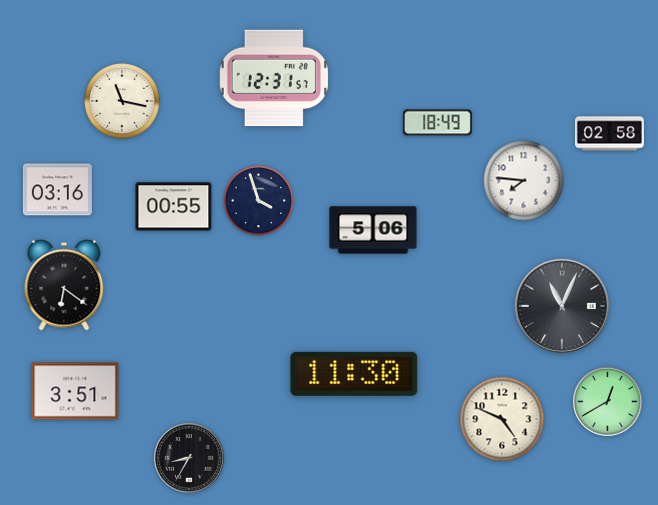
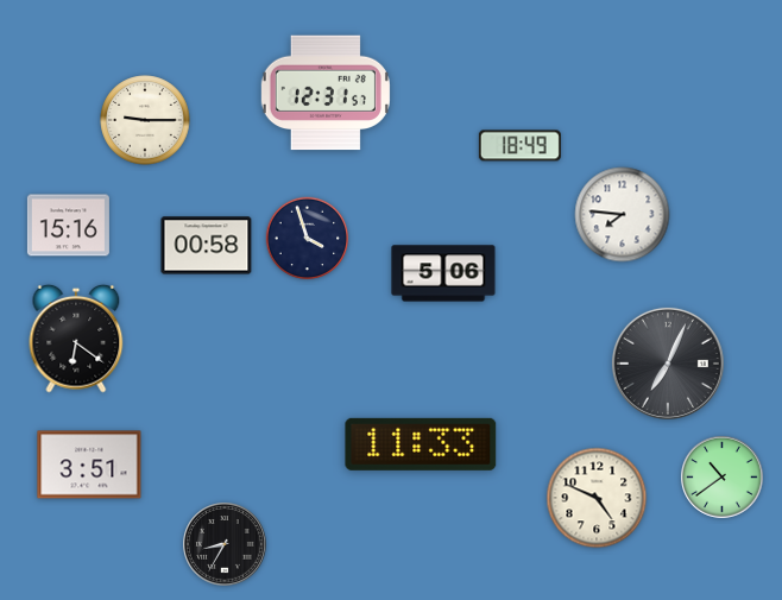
clock at (122, 101): 11:17 -> 9:15
clock at (609, 134): 02:58 -> none
clock at (57, 190): 03:16 -> 15:16
clock at (174, 207): 00:55 -> 00:58
clock at (562, 306): 11:04 -> 7:04
clock at (354, 374): 11:30 -> 11:33
clock at (608, 402): 12:40 -> 10:39
